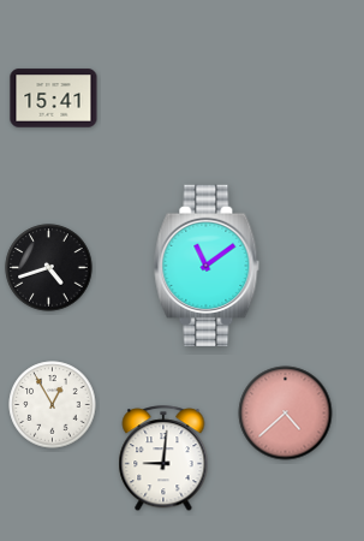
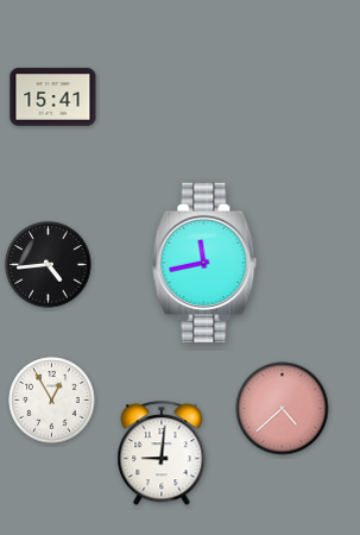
clock at (207, 264): 11:09 -> 11:43
clock at (49, 268): 4:42 -> 4:44
